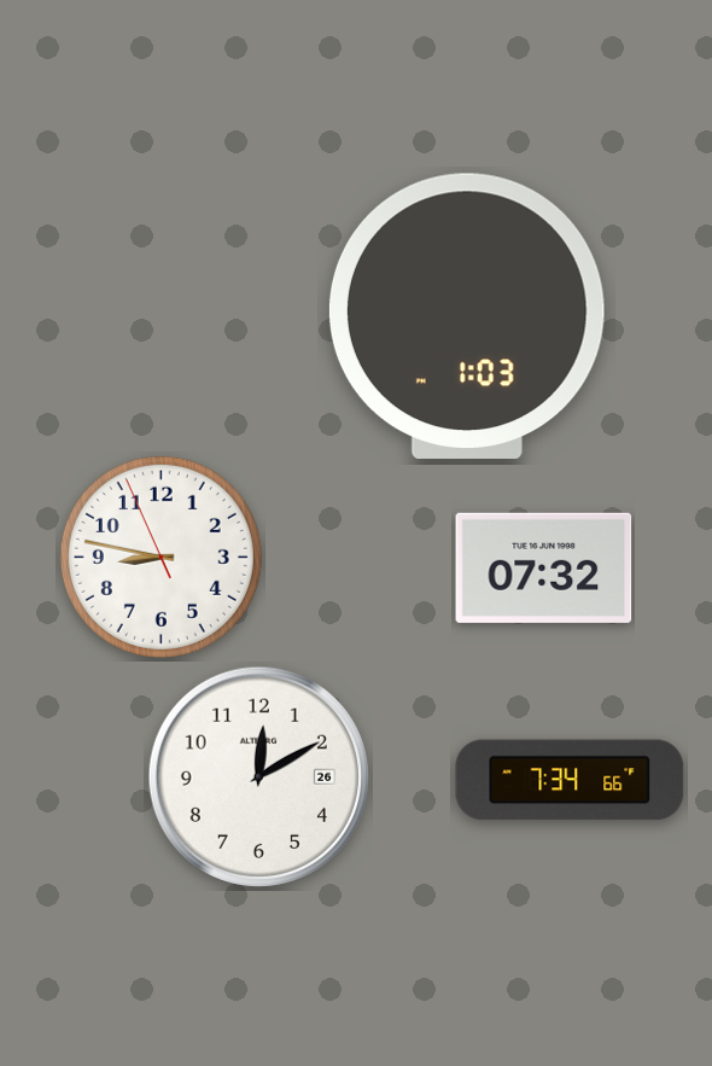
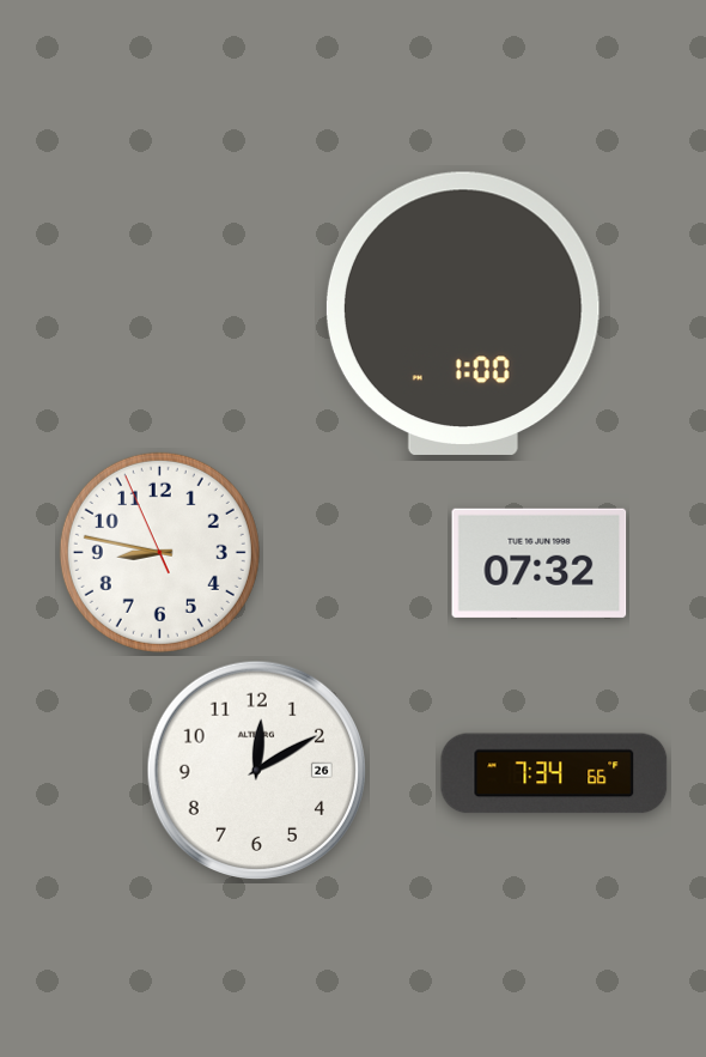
clock at (467, 316): 1:03 -> 1:00
clock at (570, 780) position: (570, 780) -> (554, 773)
